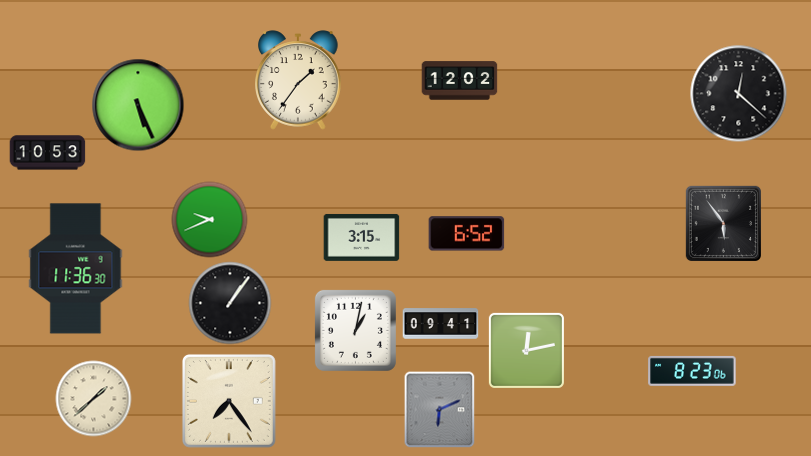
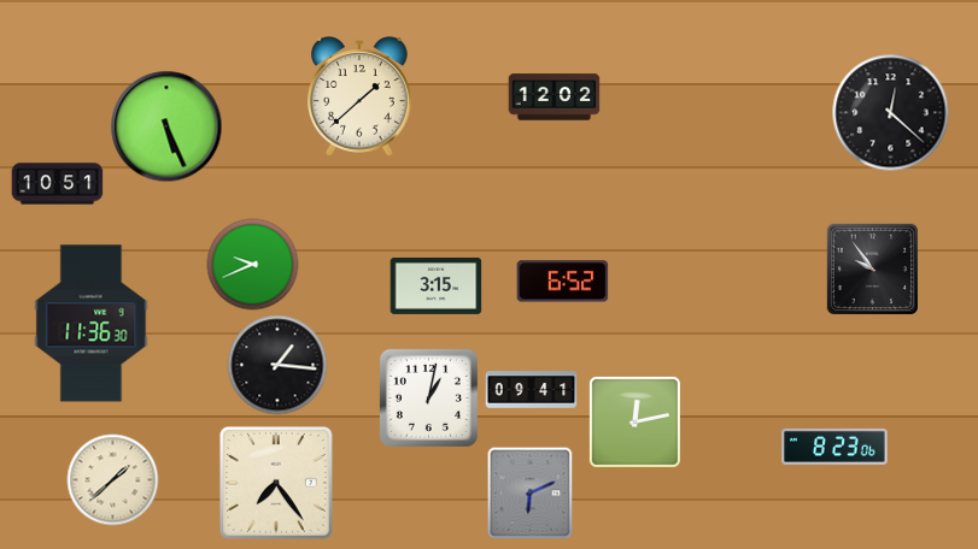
clock at (299, 80): 1:36 -> 1:38
clock at (48, 153): 10:53 -> 10:51
clock at (723, 223): 5:54 -> 9:54
clock at (230, 303): 1:06 -> 1:16
